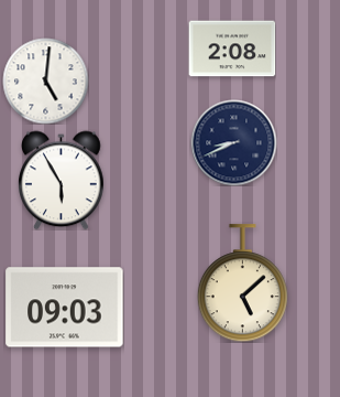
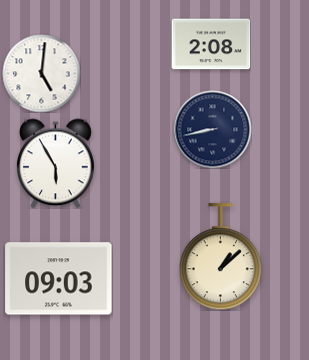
clock at (233, 142): 8:41 -> 8:43
clock at (242, 283): 5:08 -> 1:08
